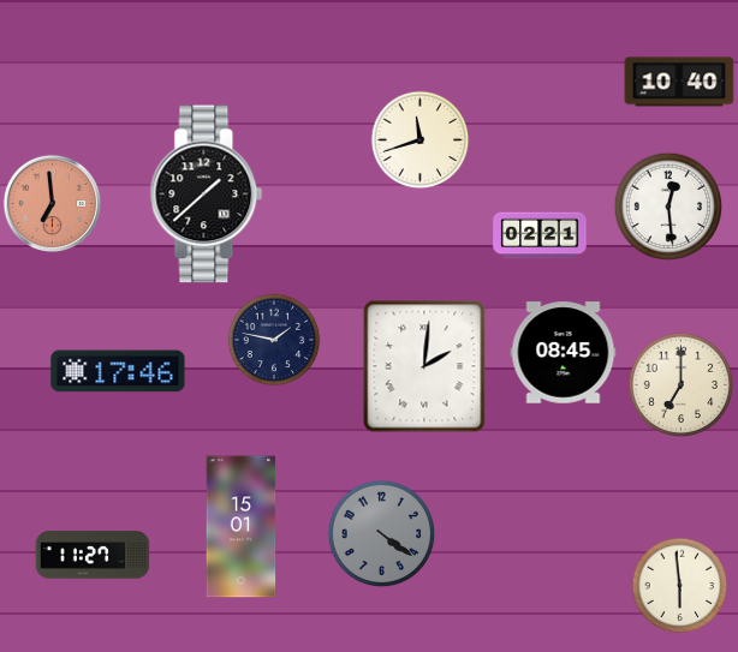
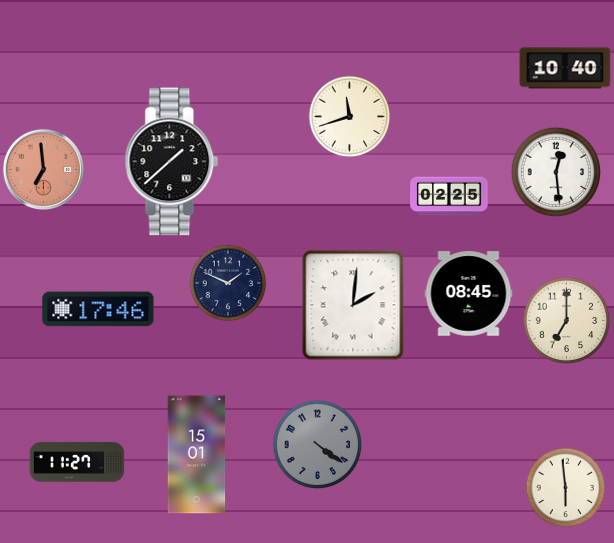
clock at (540, 235): 02:21 -> 02:25
clock at (274, 340): 1:47 -> 1:49
clock at (242, 527) position: (242, 527) -> (197, 455)
